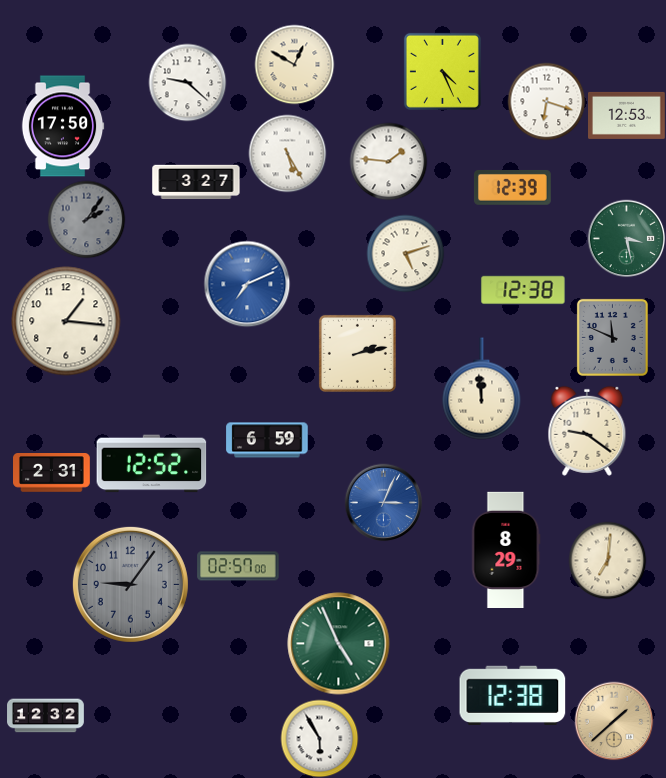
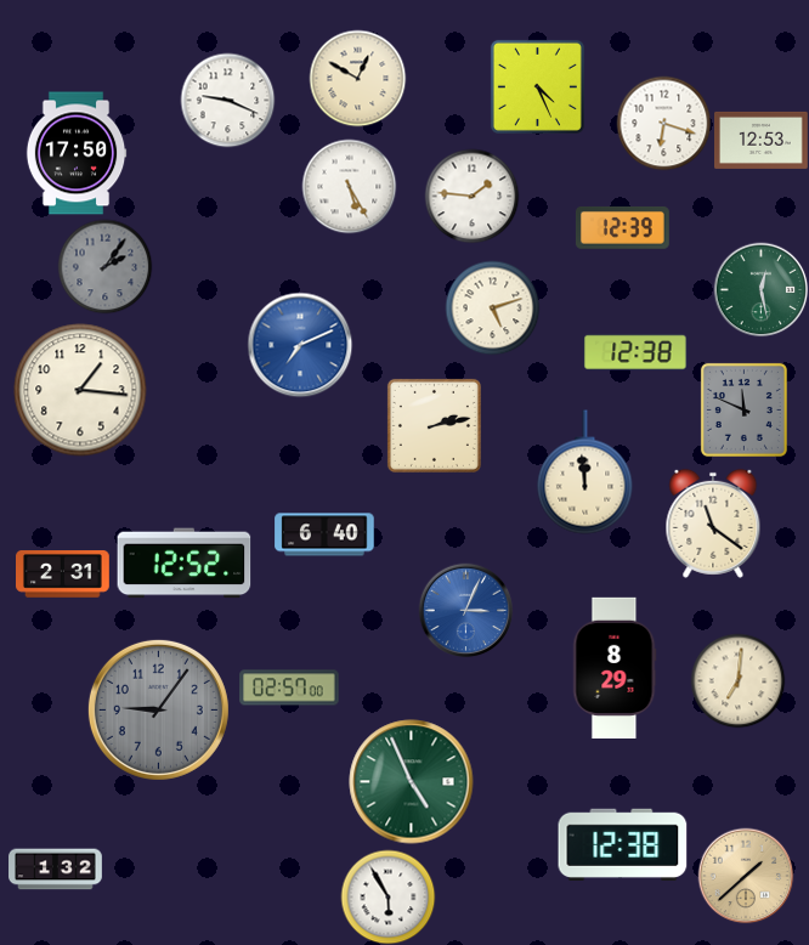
clock at (187, 82): 9:22 -> 9:19
clock at (196, 182): 3:27 -> none
clock at (626, 238): 3:28 -> 12:28
clock at (357, 353) position: (357, 353) -> (434, 425)
clock at (587, 431): 9:21 -> 11:21
clock at (267, 440): 6:59 -> 6:40
clock at (46, 716): 12:32 -> 1:32
